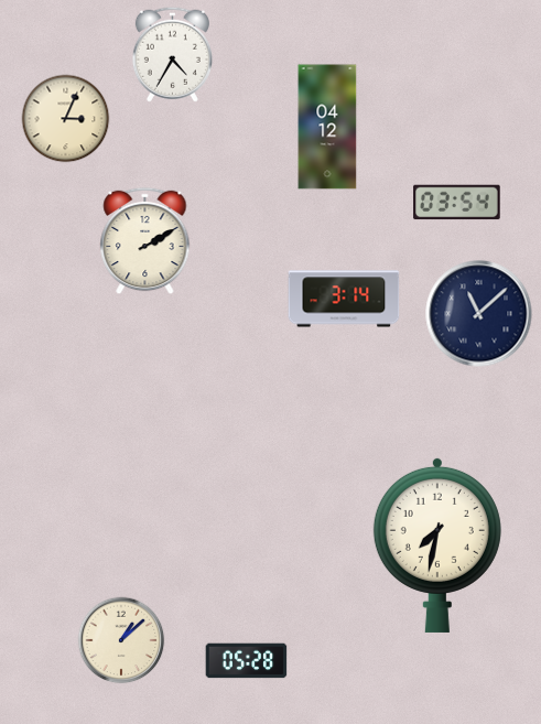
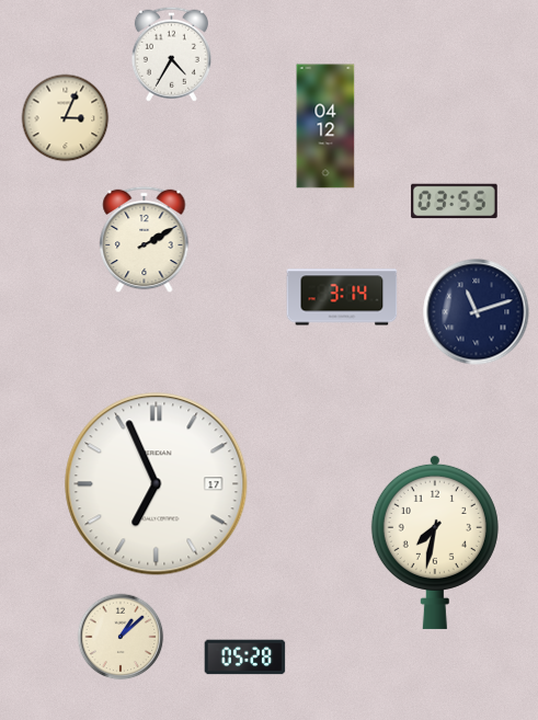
clock at (457, 203): 03:54 -> 03:55
clock at (479, 314): 11:08 -> 11:12
clock at (157, 484): none -> 6:56
